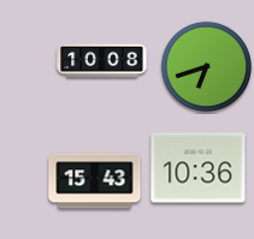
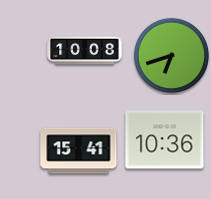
clock at (95, 181): 15:43 -> 15:41
